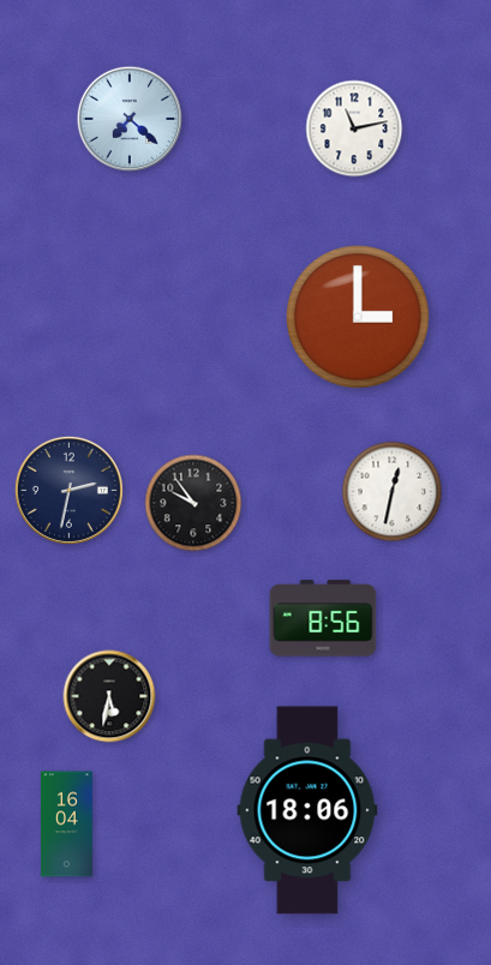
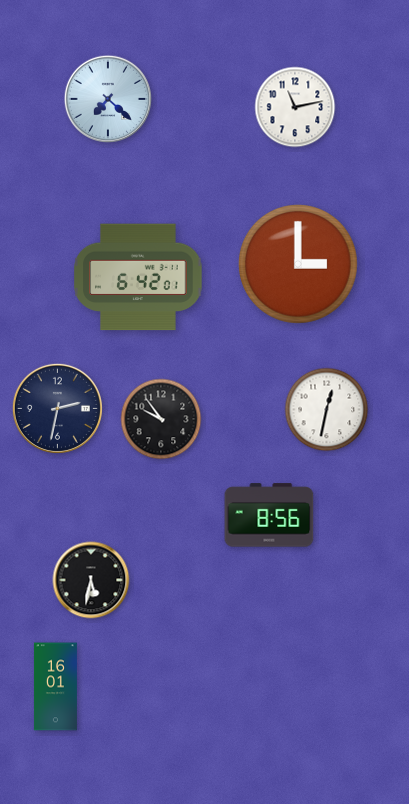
clock at (138, 277): none -> 6:42
clock at (307, 810): 18:06 -> none
clock at (66, 825): 16:04 -> 16:01
